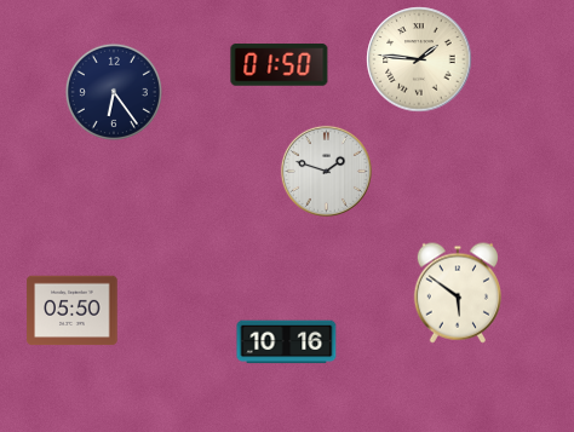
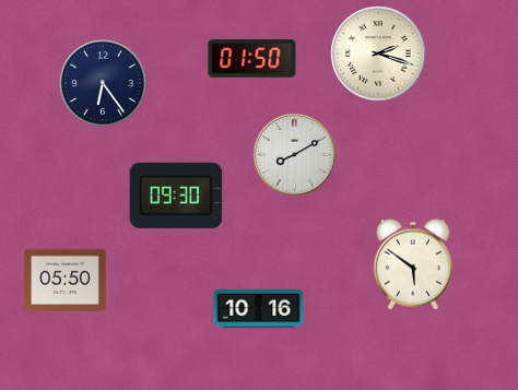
clock at (419, 59): 1:46 -> 2:18
clock at (326, 171): 1:48 -> 8:10
clock at (176, 196): none -> 09:30
